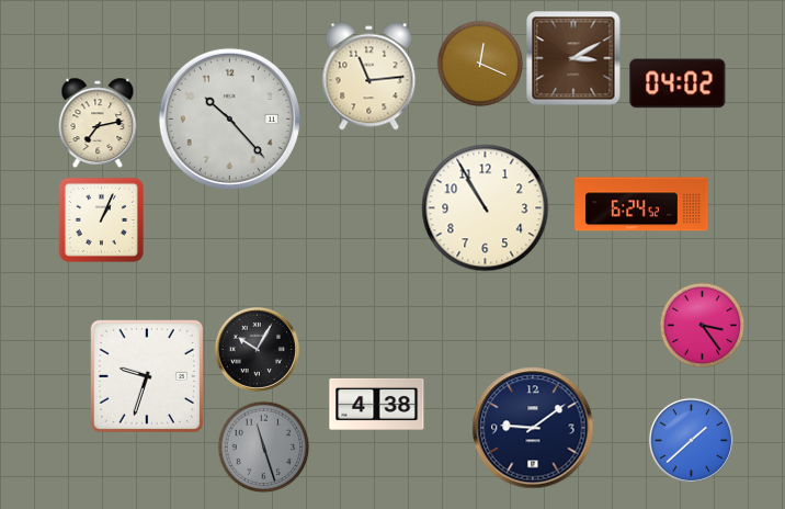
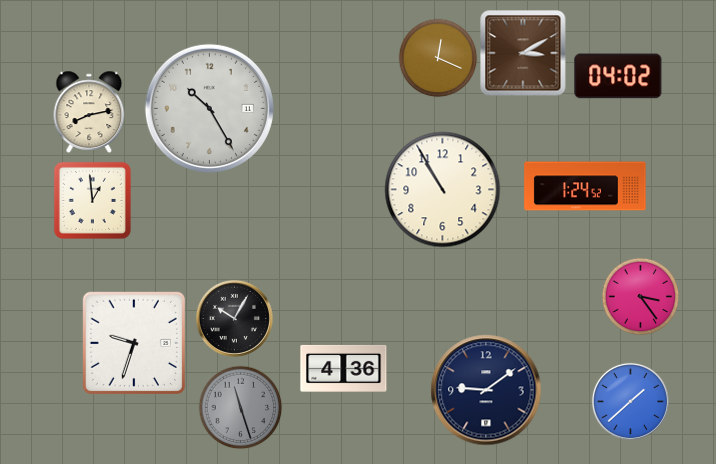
clock at (369, 77): 11:14 -> none
clock at (229, 118): 10:23 -> 10:25
clock at (98, 123): 7:13 -> 8:13
clock at (641, 204): 6:24 -> 1:24
clock at (101, 219): 1:04 -> 12:59
clock at (377, 404): 4:38 -> 4:36
